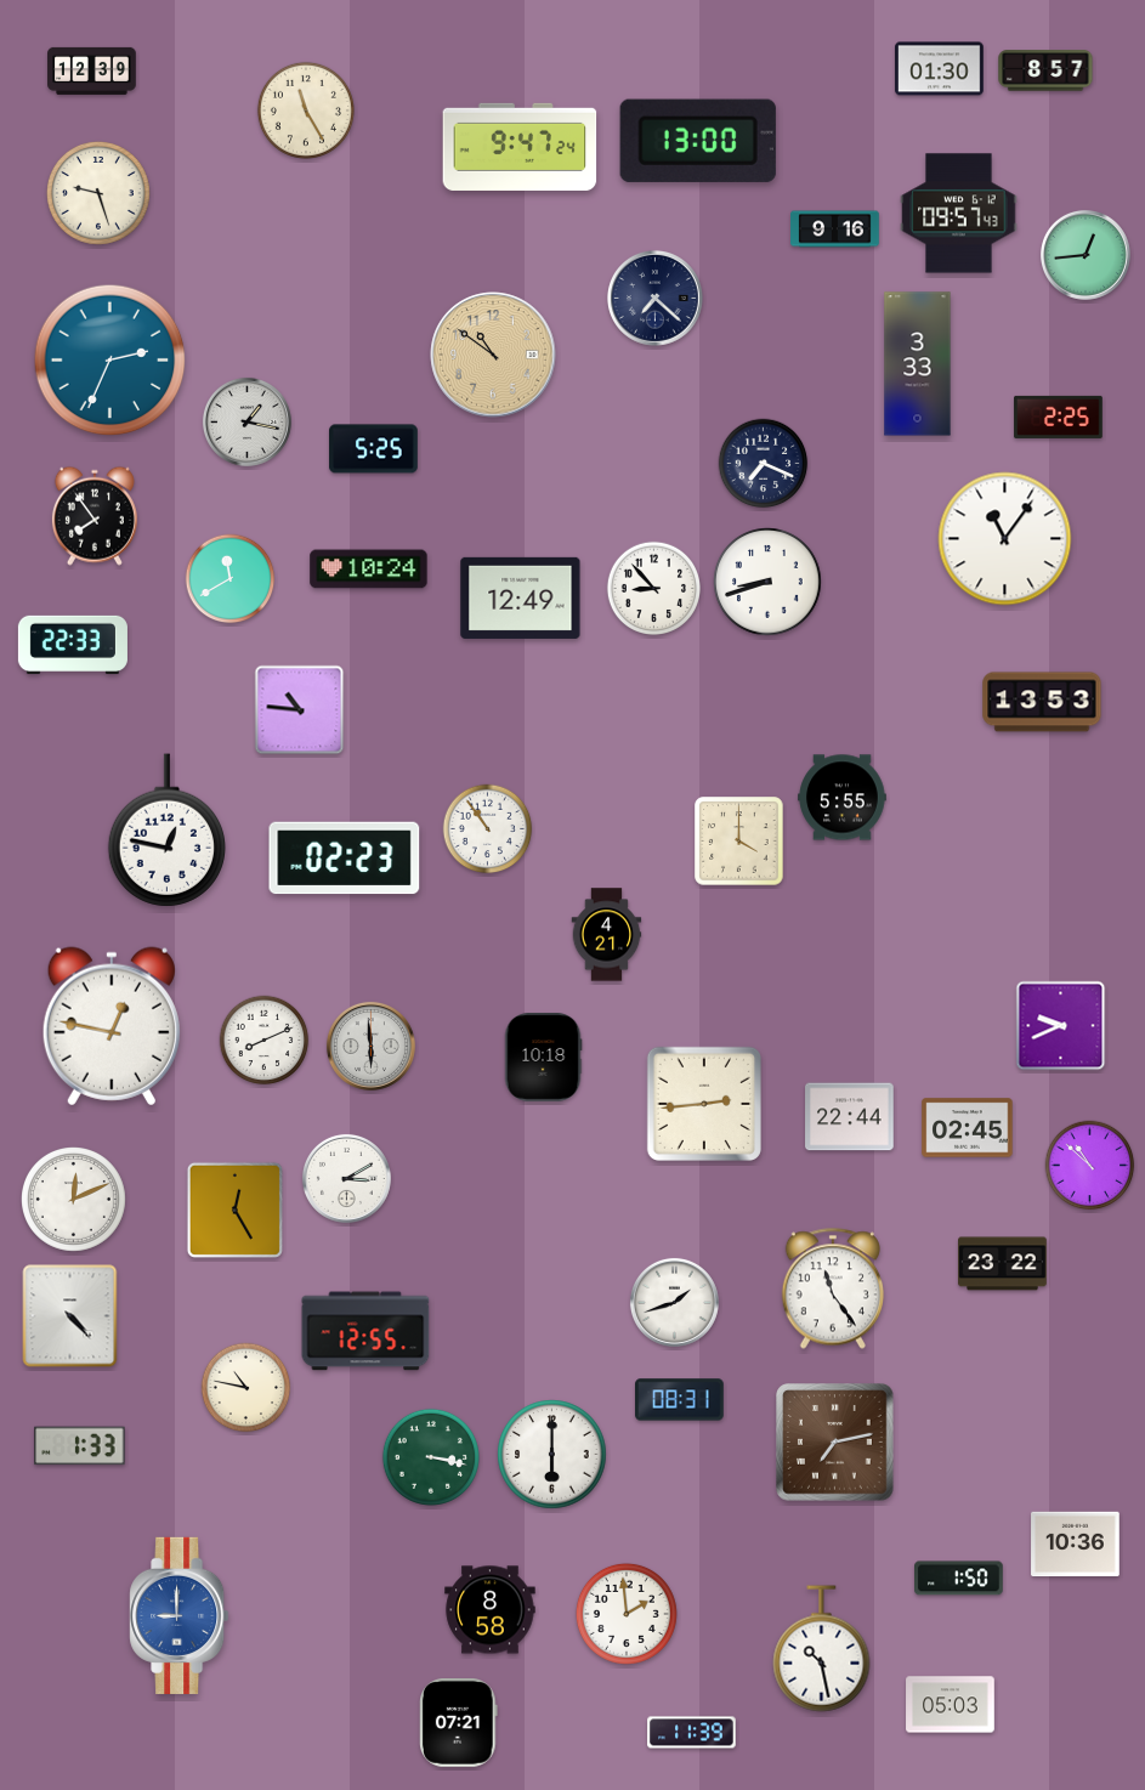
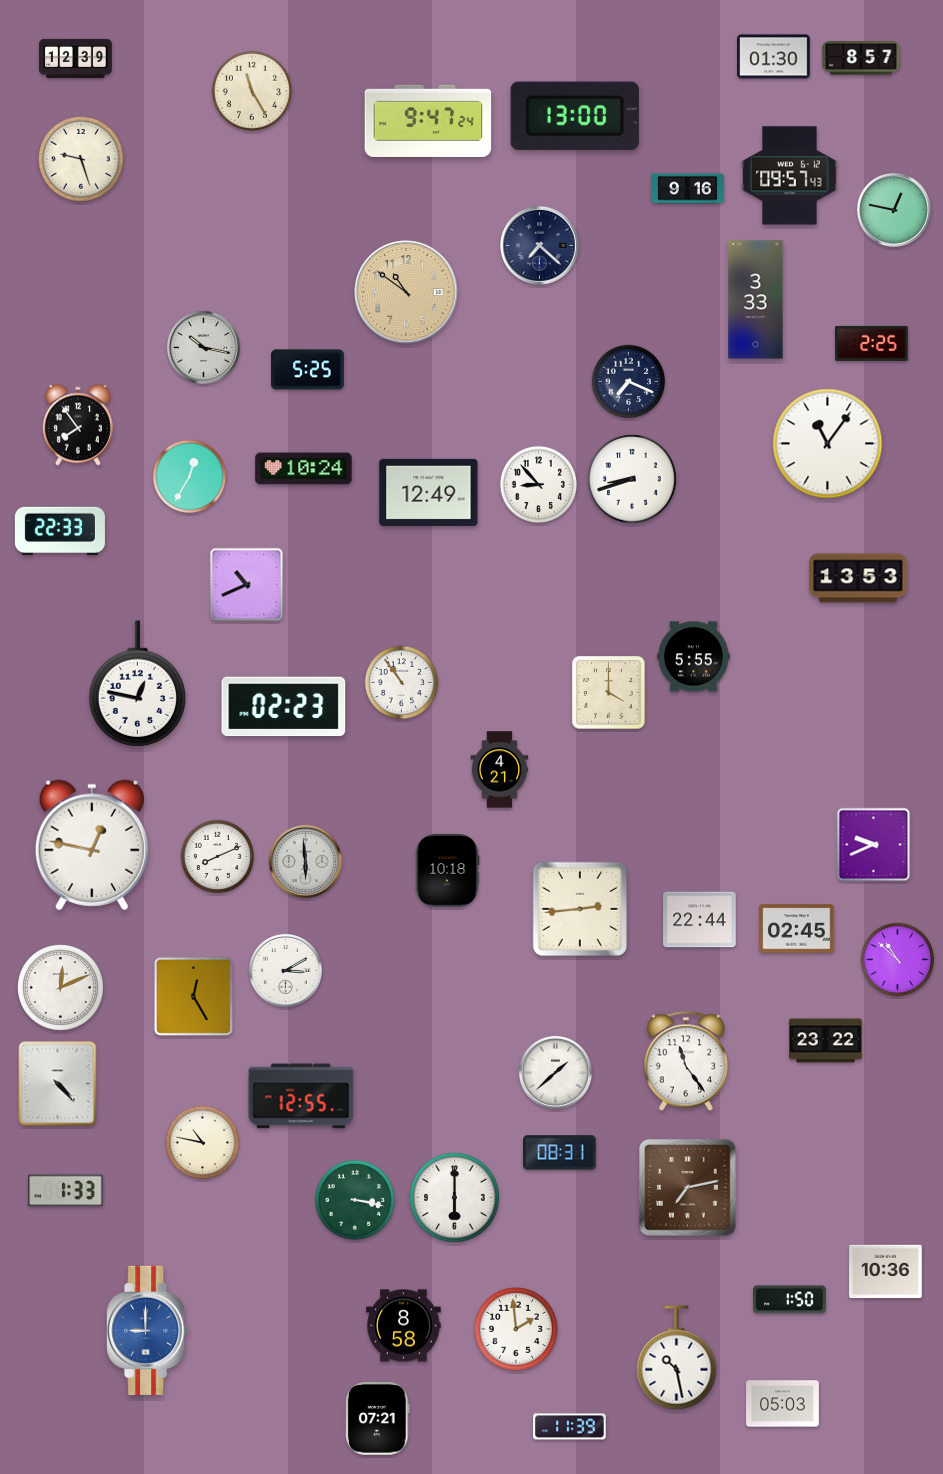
clock at (1086, 255): 12:44 -> 12:47
clock at (110, 361): 2:34 -> none
clock at (246, 421): 1:17 -> 10:17
clock at (231, 579): 11:40 -> 12:35
clock at (300, 710): 10:46 -> 10:41
clock at (674, 1302): 1:42 -> 1:38
